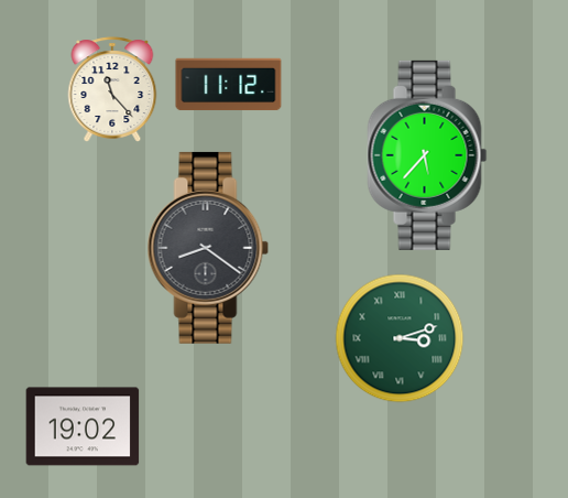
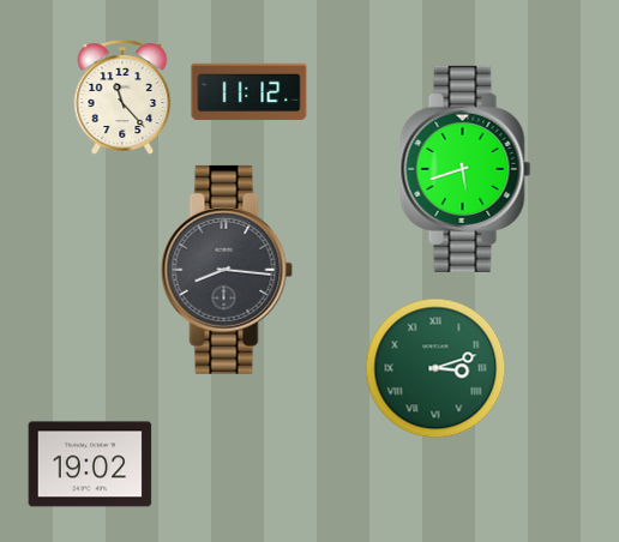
clock at (427, 155): 5:37 -> 5:42
clock at (208, 248): 8:21 -> 8:16
